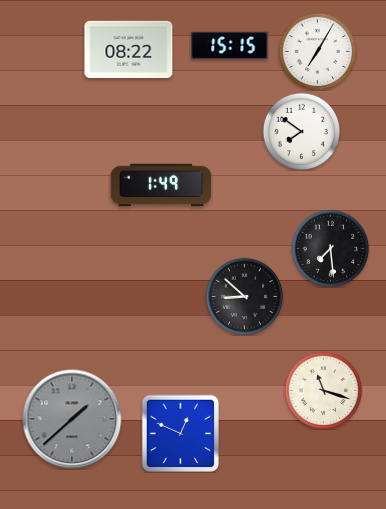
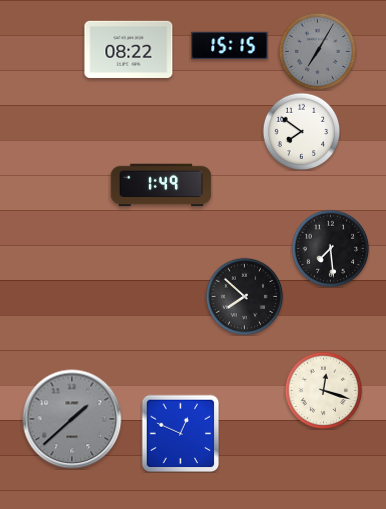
clock at (317, 51) dial: white -> grey
clock at (244, 296): 8:52 -> 7:52
clock at (323, 390): 11:18 -> 12:18
